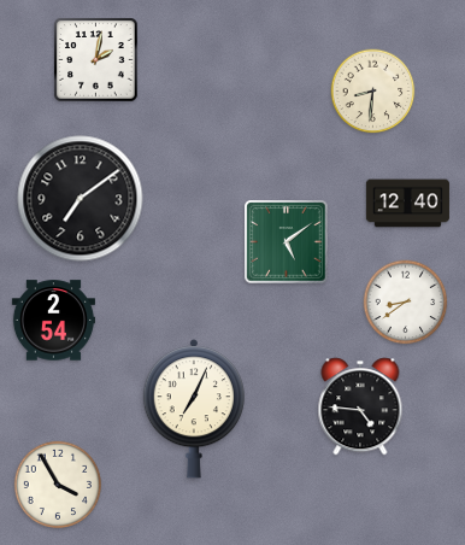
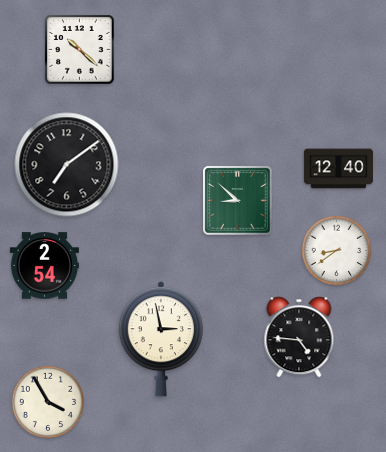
clock at (96, 60): 2:02 -> 10:22
clock at (373, 92): 8:31 -> none
clock at (287, 242): 5:09 -> 8:52
clock at (194, 409): 7:04 -> 2:58
